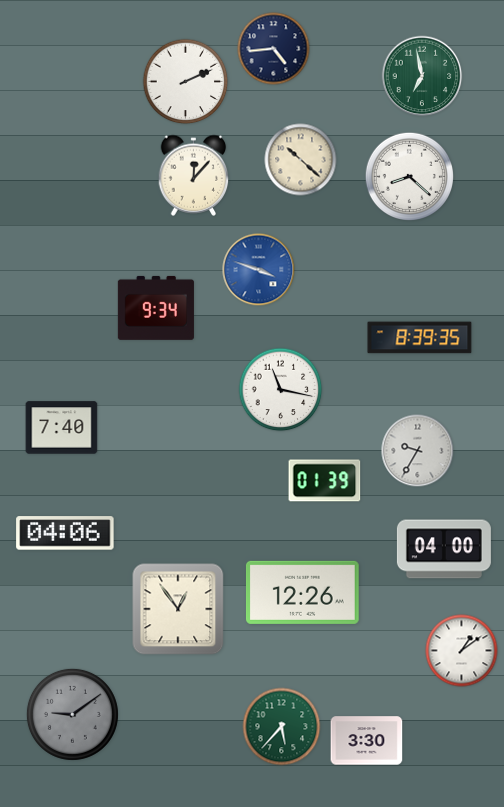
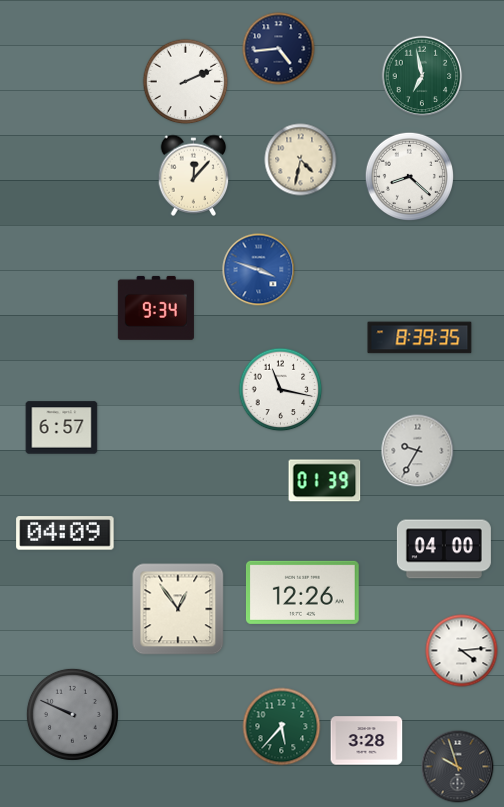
clock at (274, 49) position: (274, 49) -> (279, 49)
clock at (301, 160): 10:22 -> 4:32
clock at (62, 428): 7:40 -> 6:57
clock at (65, 533): 04:06 -> 04:09
clock at (462, 651): 1:09 -> 4:14
clock at (72, 714): 9:09 -> 9:49
clock at (367, 741): 3:30 -> 3:28
clock at (458, 767): none -> 9:57
